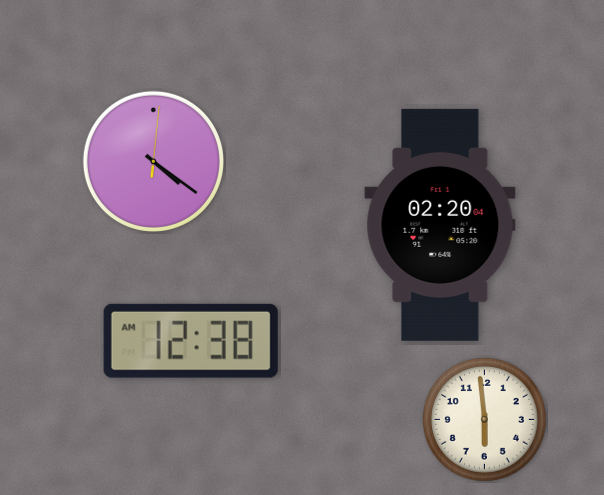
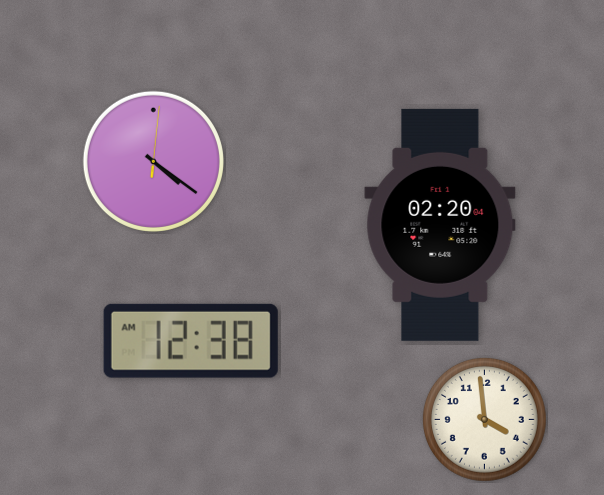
clock at (484, 419): 5:59 -> 3:59
